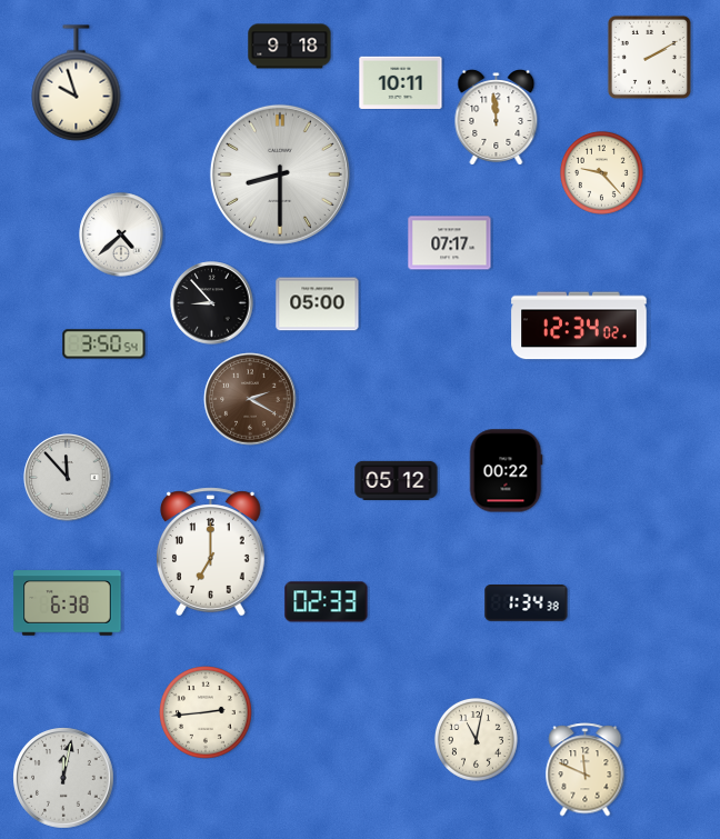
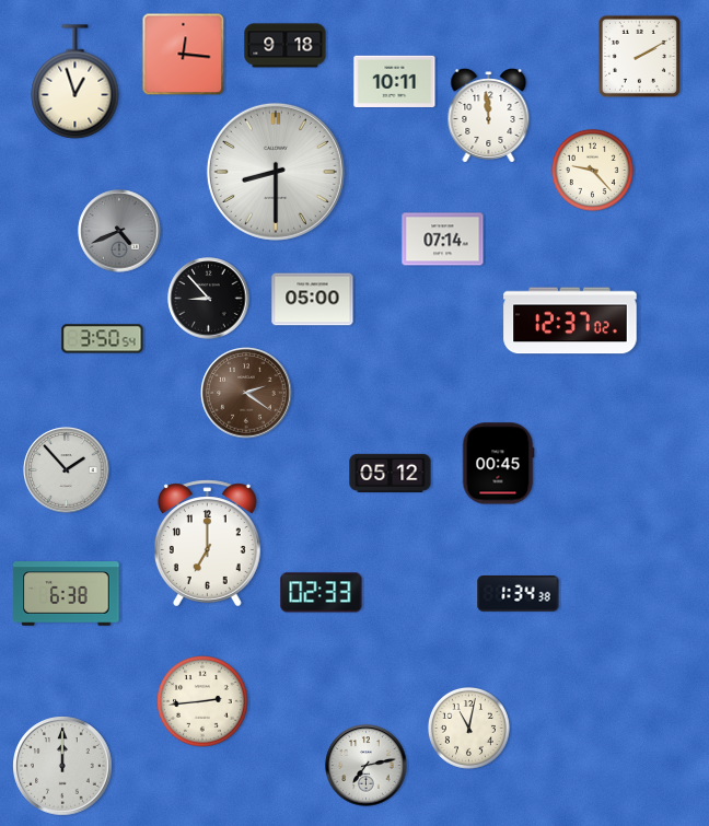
clock at (184, 55): none -> 12:16
clock at (77, 83): 9:57 -> 12:57
clock at (121, 234): 4:38 -> 4:41
clock at (121, 234) dial: white -> grey
clock at (450, 243): 07:17 -> 07:14
clock at (579, 326): 12:34 -> 12:37
clock at (250, 399): 2:20 -> 2:21
clock at (506, 471): 00:22 -> 00:45
clock at (68, 478): 11:53 -> 1:53
clock at (586, 770): 11:49 -> none
clock at (63, 778): 12:02 -> 12:00
clock at (367, 766): none -> 7:13
